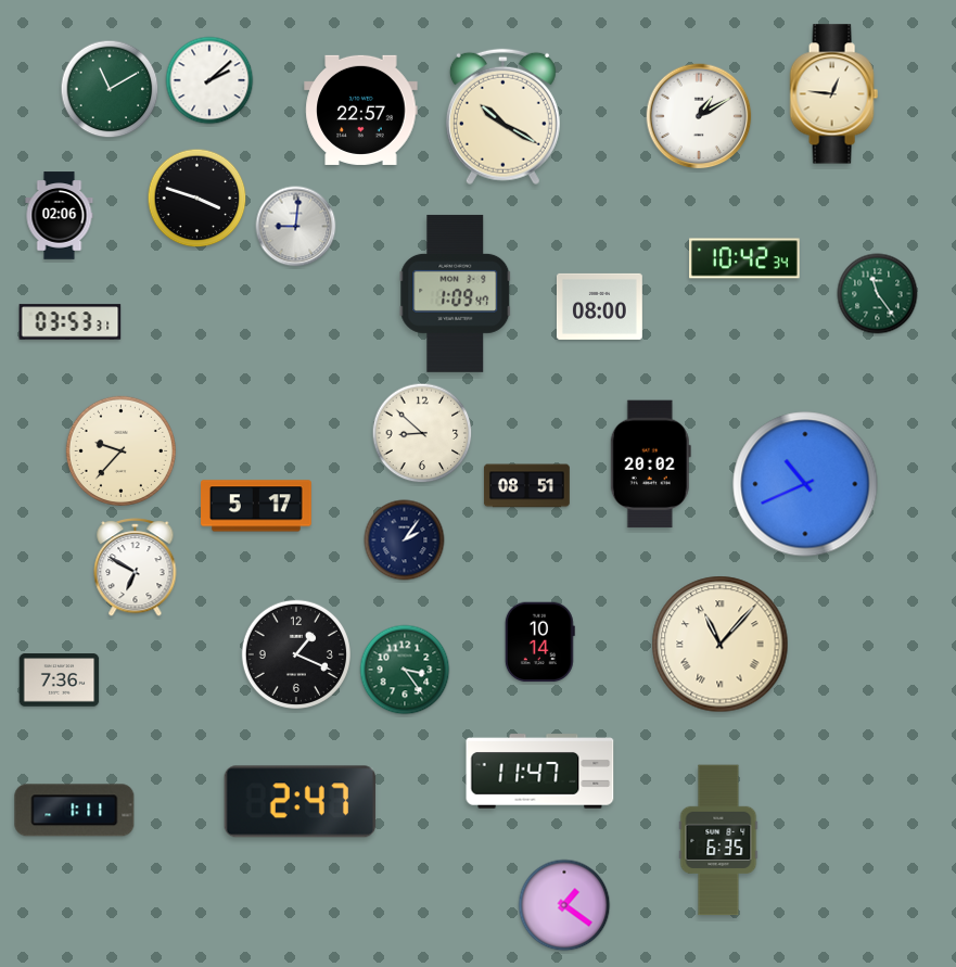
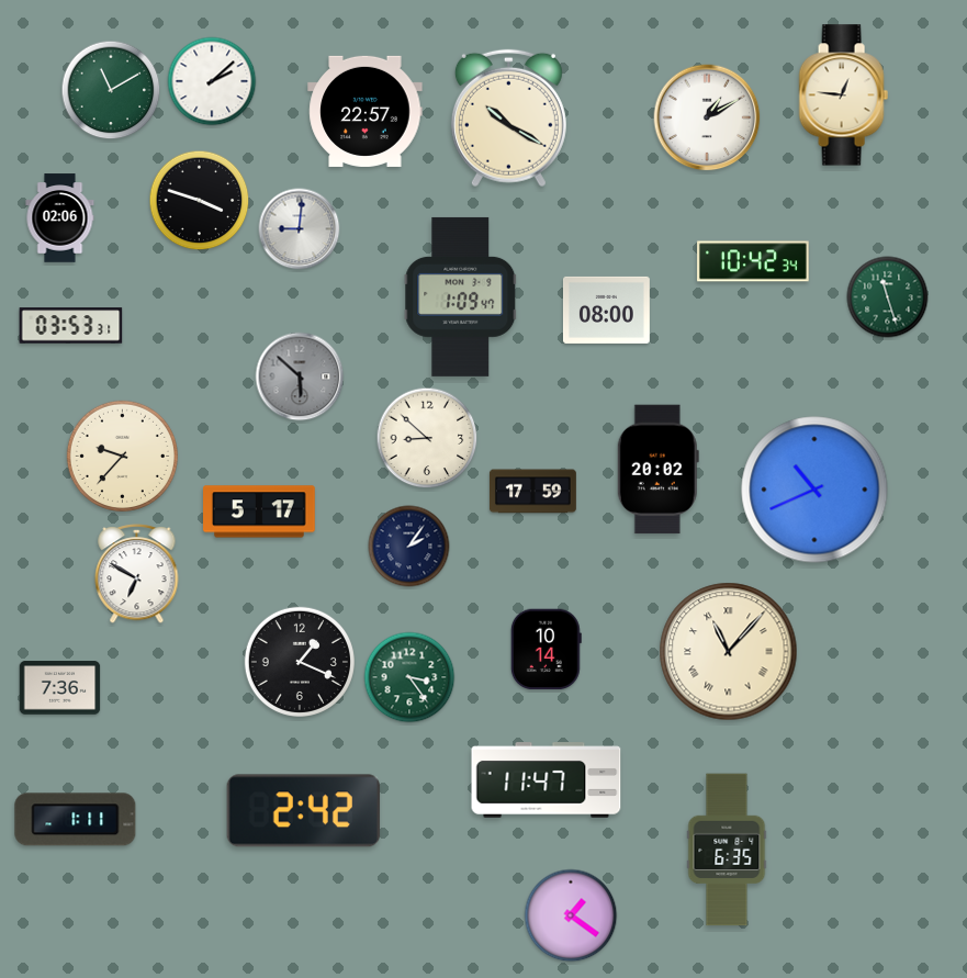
clock at (878, 294): 11:24 -> 11:27
clock at (300, 376): none -> 5:52
clock at (526, 486): 08:51 -> 17:59
clock at (301, 802): 2:47 -> 2:42
